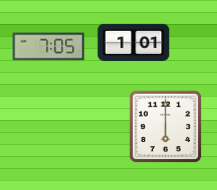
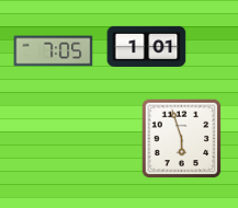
clock at (166, 127): 6:00 -> 5:57
